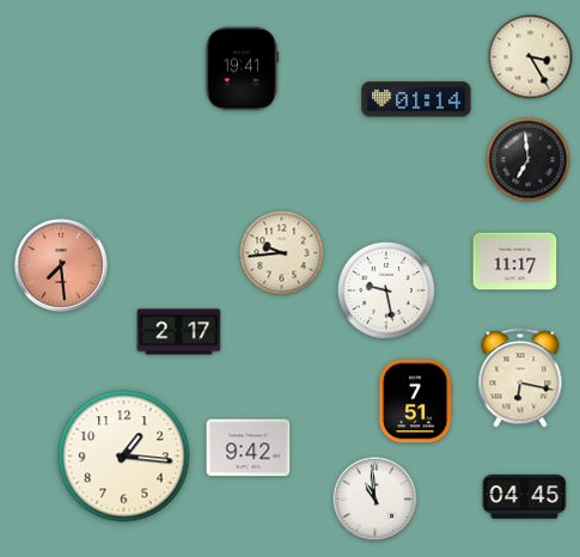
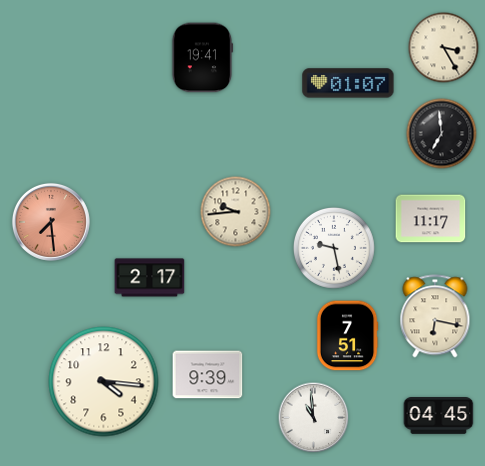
clock at (416, 99): 01:14 -> 01:07
clock at (386, 290) position: (386, 290) -> (334, 248)
clock at (249, 448): 9:42 -> 9:39
clock at (124, 457): 1:16 -> 4:16
